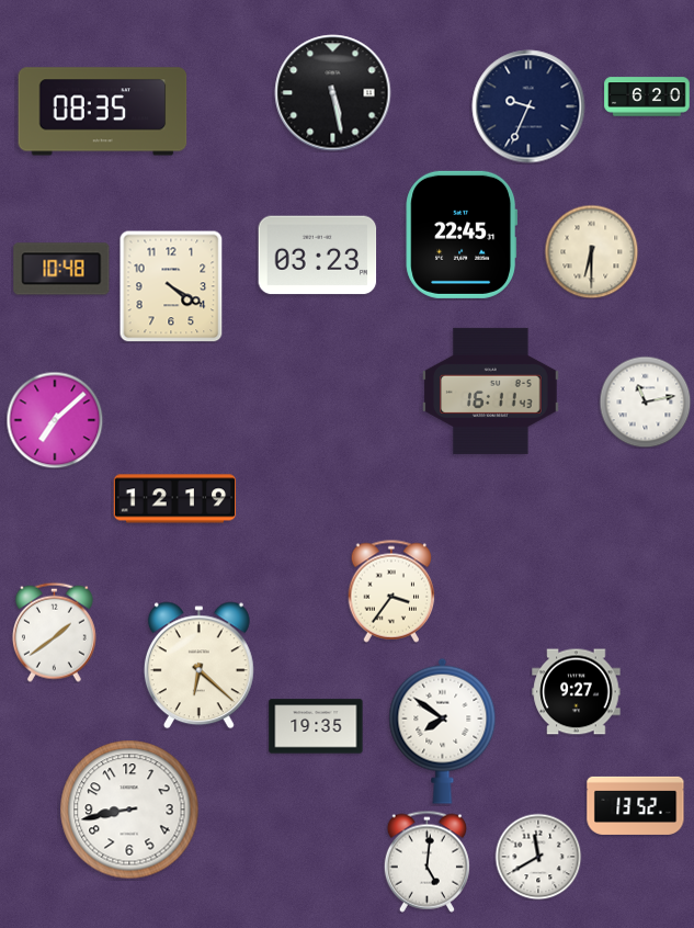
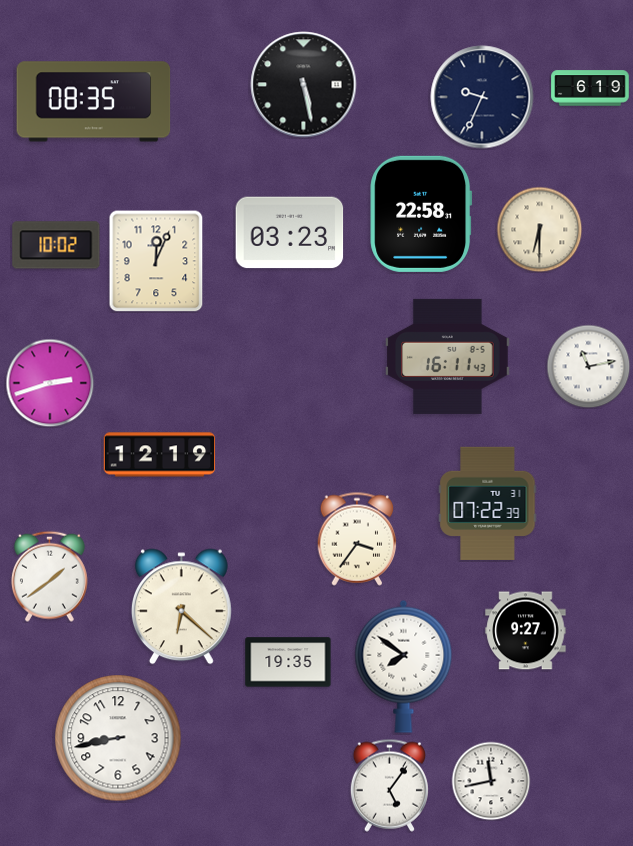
clock at (647, 97): 6:20 -> 6:19
clock at (462, 235): 22:45 -> 22:58
clock at (61, 269): 10:48 -> 10:02
clock at (171, 286): 4:20 -> 12:04
clock at (55, 420): 7:08 -> 2:42
clock at (488, 503): none -> 07:22
clock at (636, 805): 13:52 -> none
clock at (538, 857): 11:40 -> 11:43
clock at (426, 861): 5:01 -> 5:06
